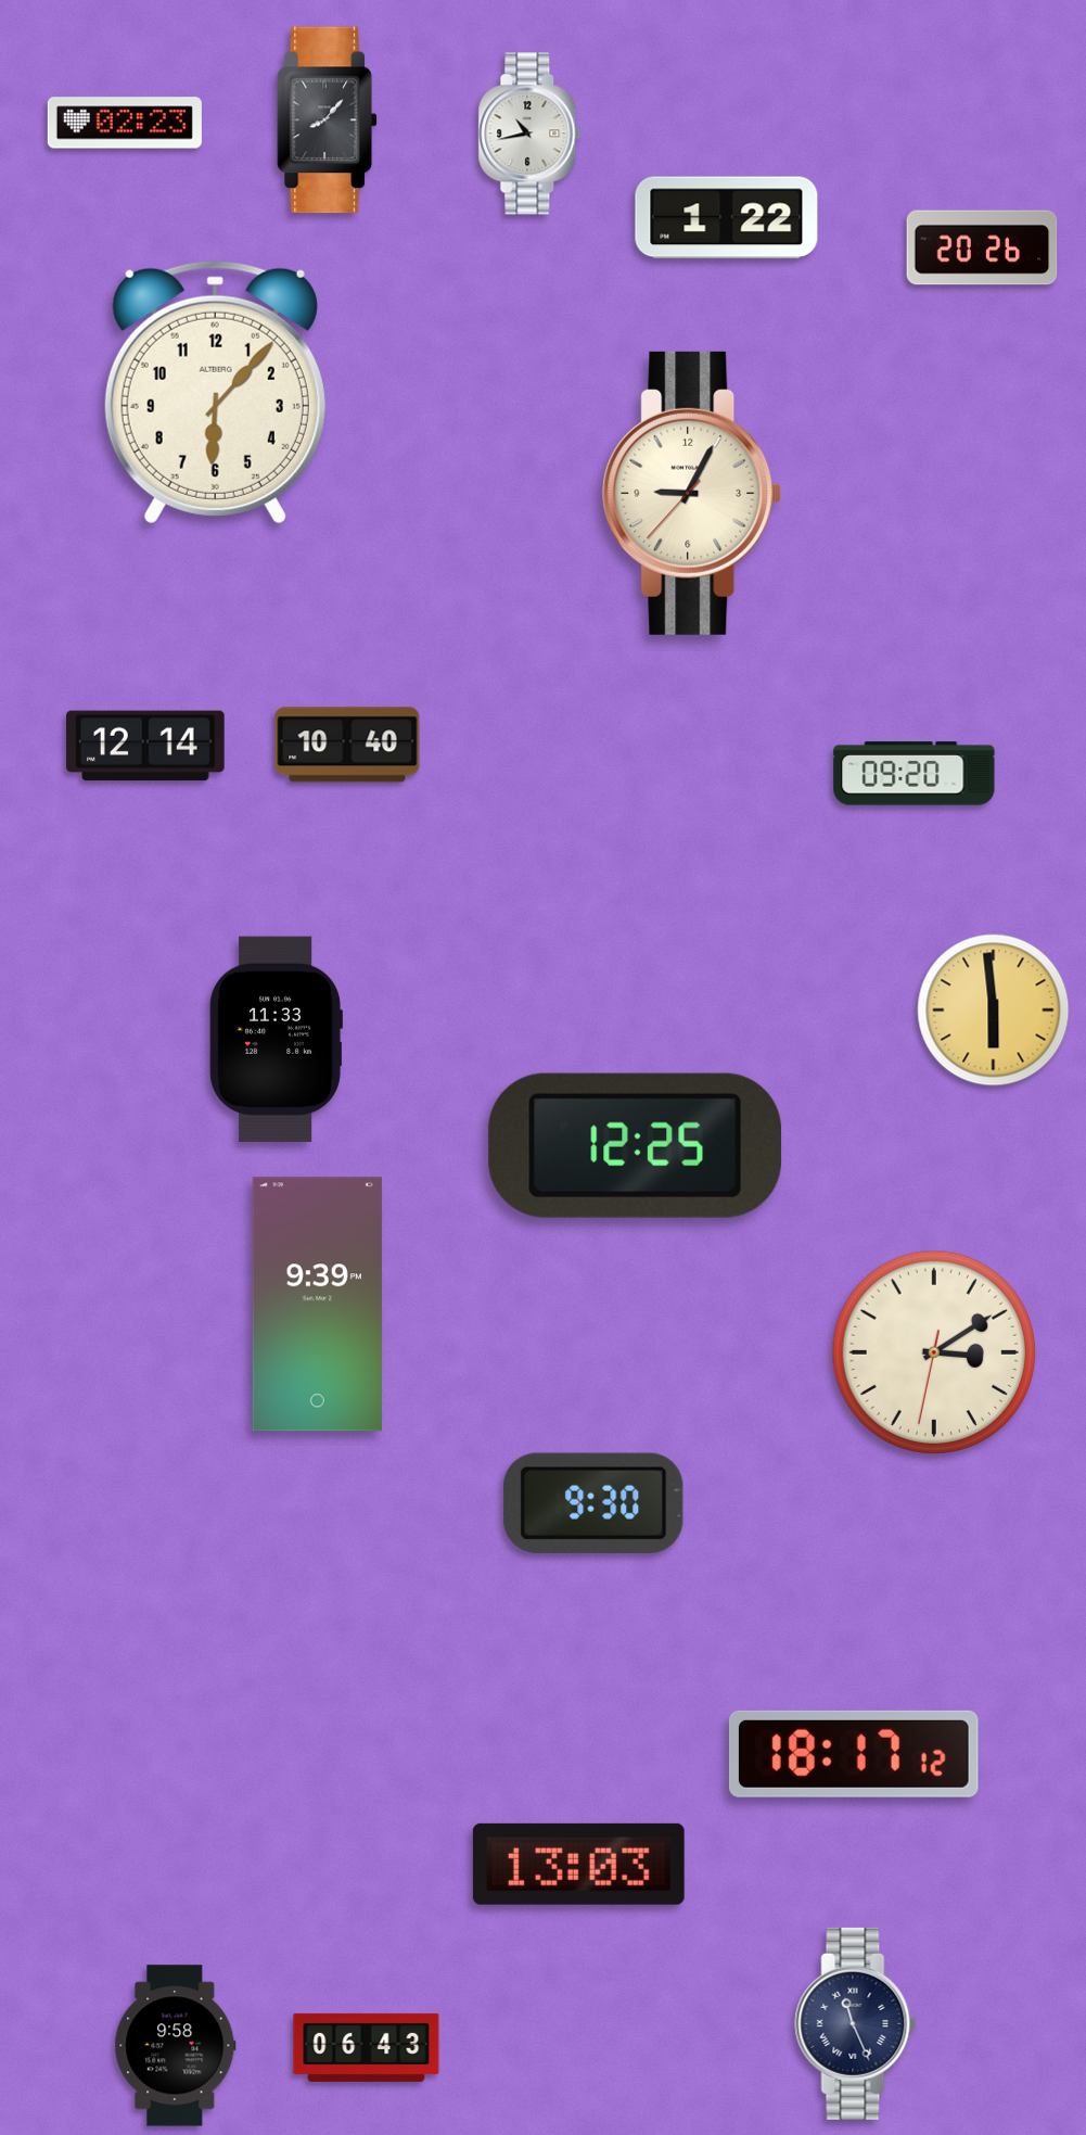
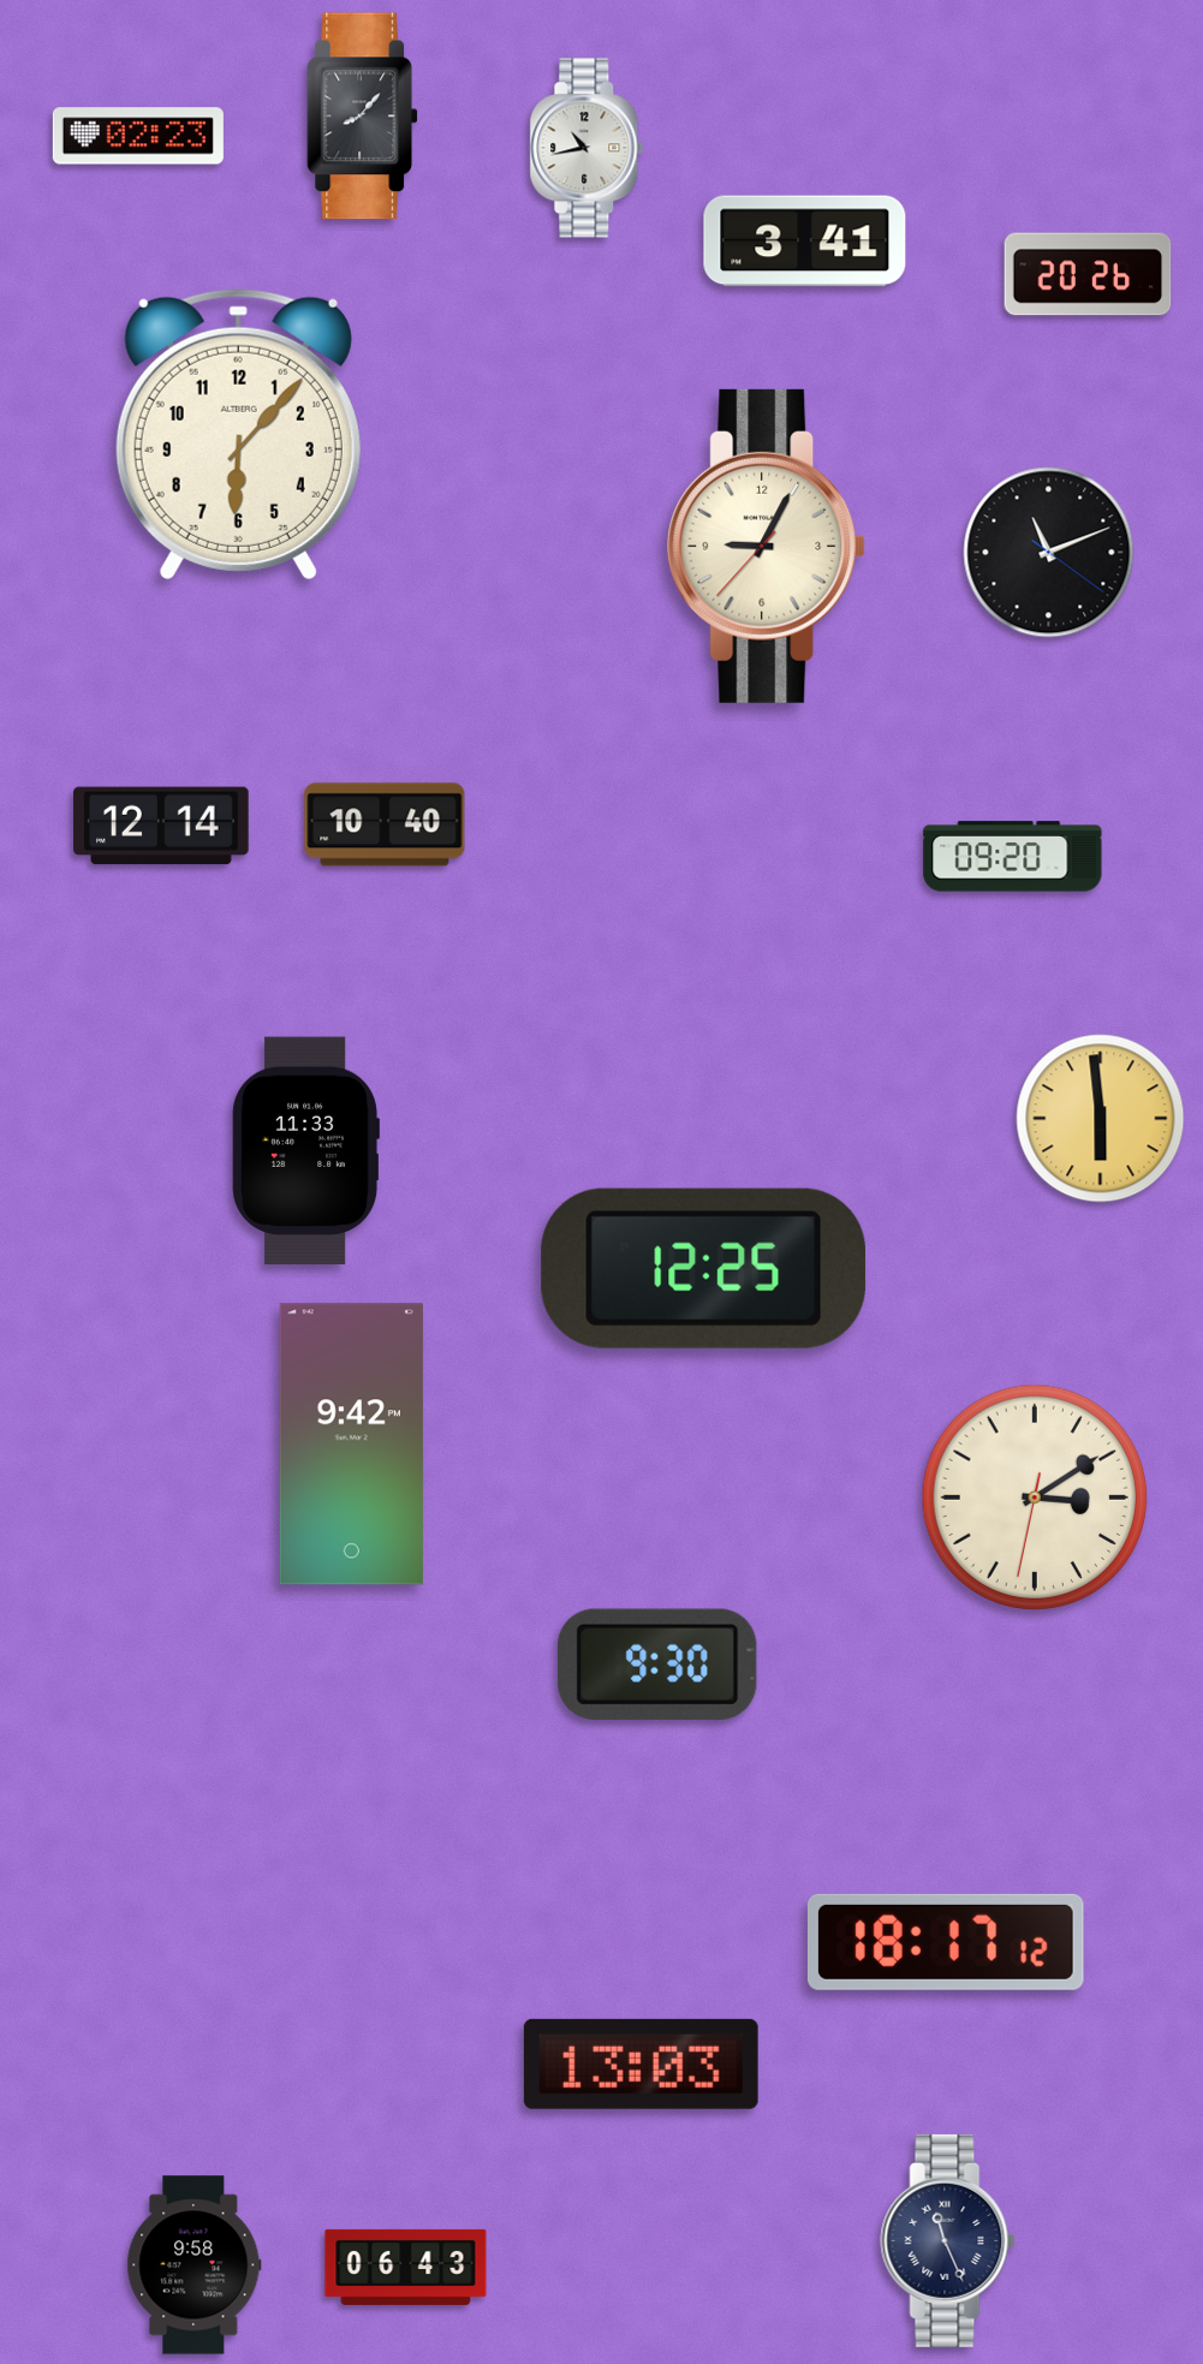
clock at (328, 120) position: (328, 120) -> (363, 117)
clock at (727, 218): 1:22 -> 3:41
clock at (1049, 553): none -> 11:11
clock at (317, 1305): 9:39 -> 9:42
